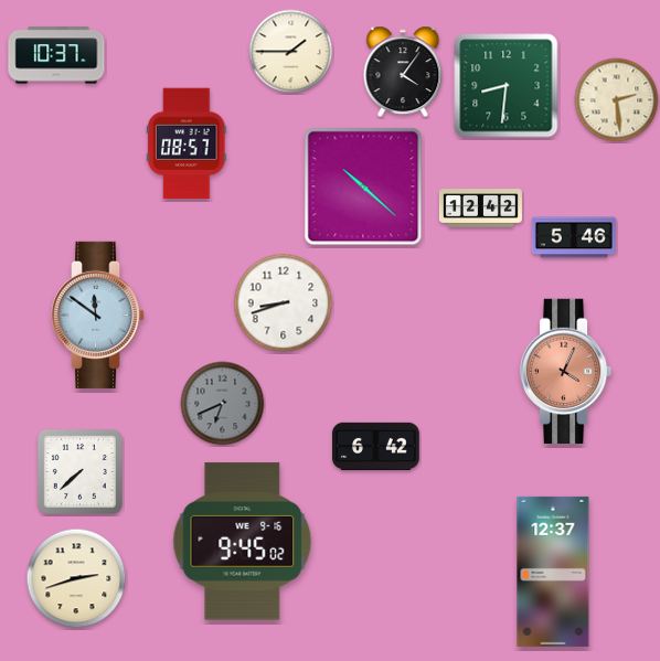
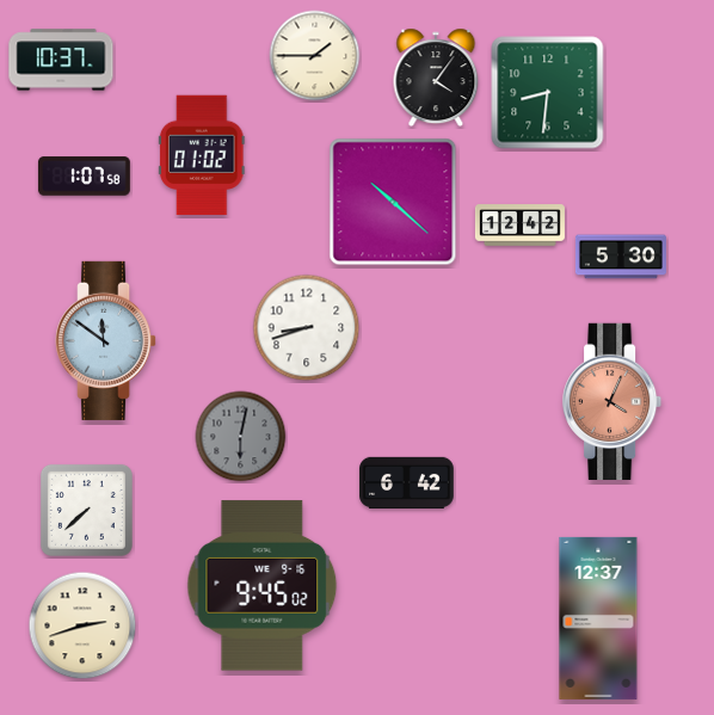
clock at (617, 100): 2:29 -> none
clock at (187, 143): 08:57 -> 01:02
clock at (84, 177): none -> 1:07
clock at (574, 237): 5:46 -> 5:30
clock at (223, 404): 6:41 -> 6:02
